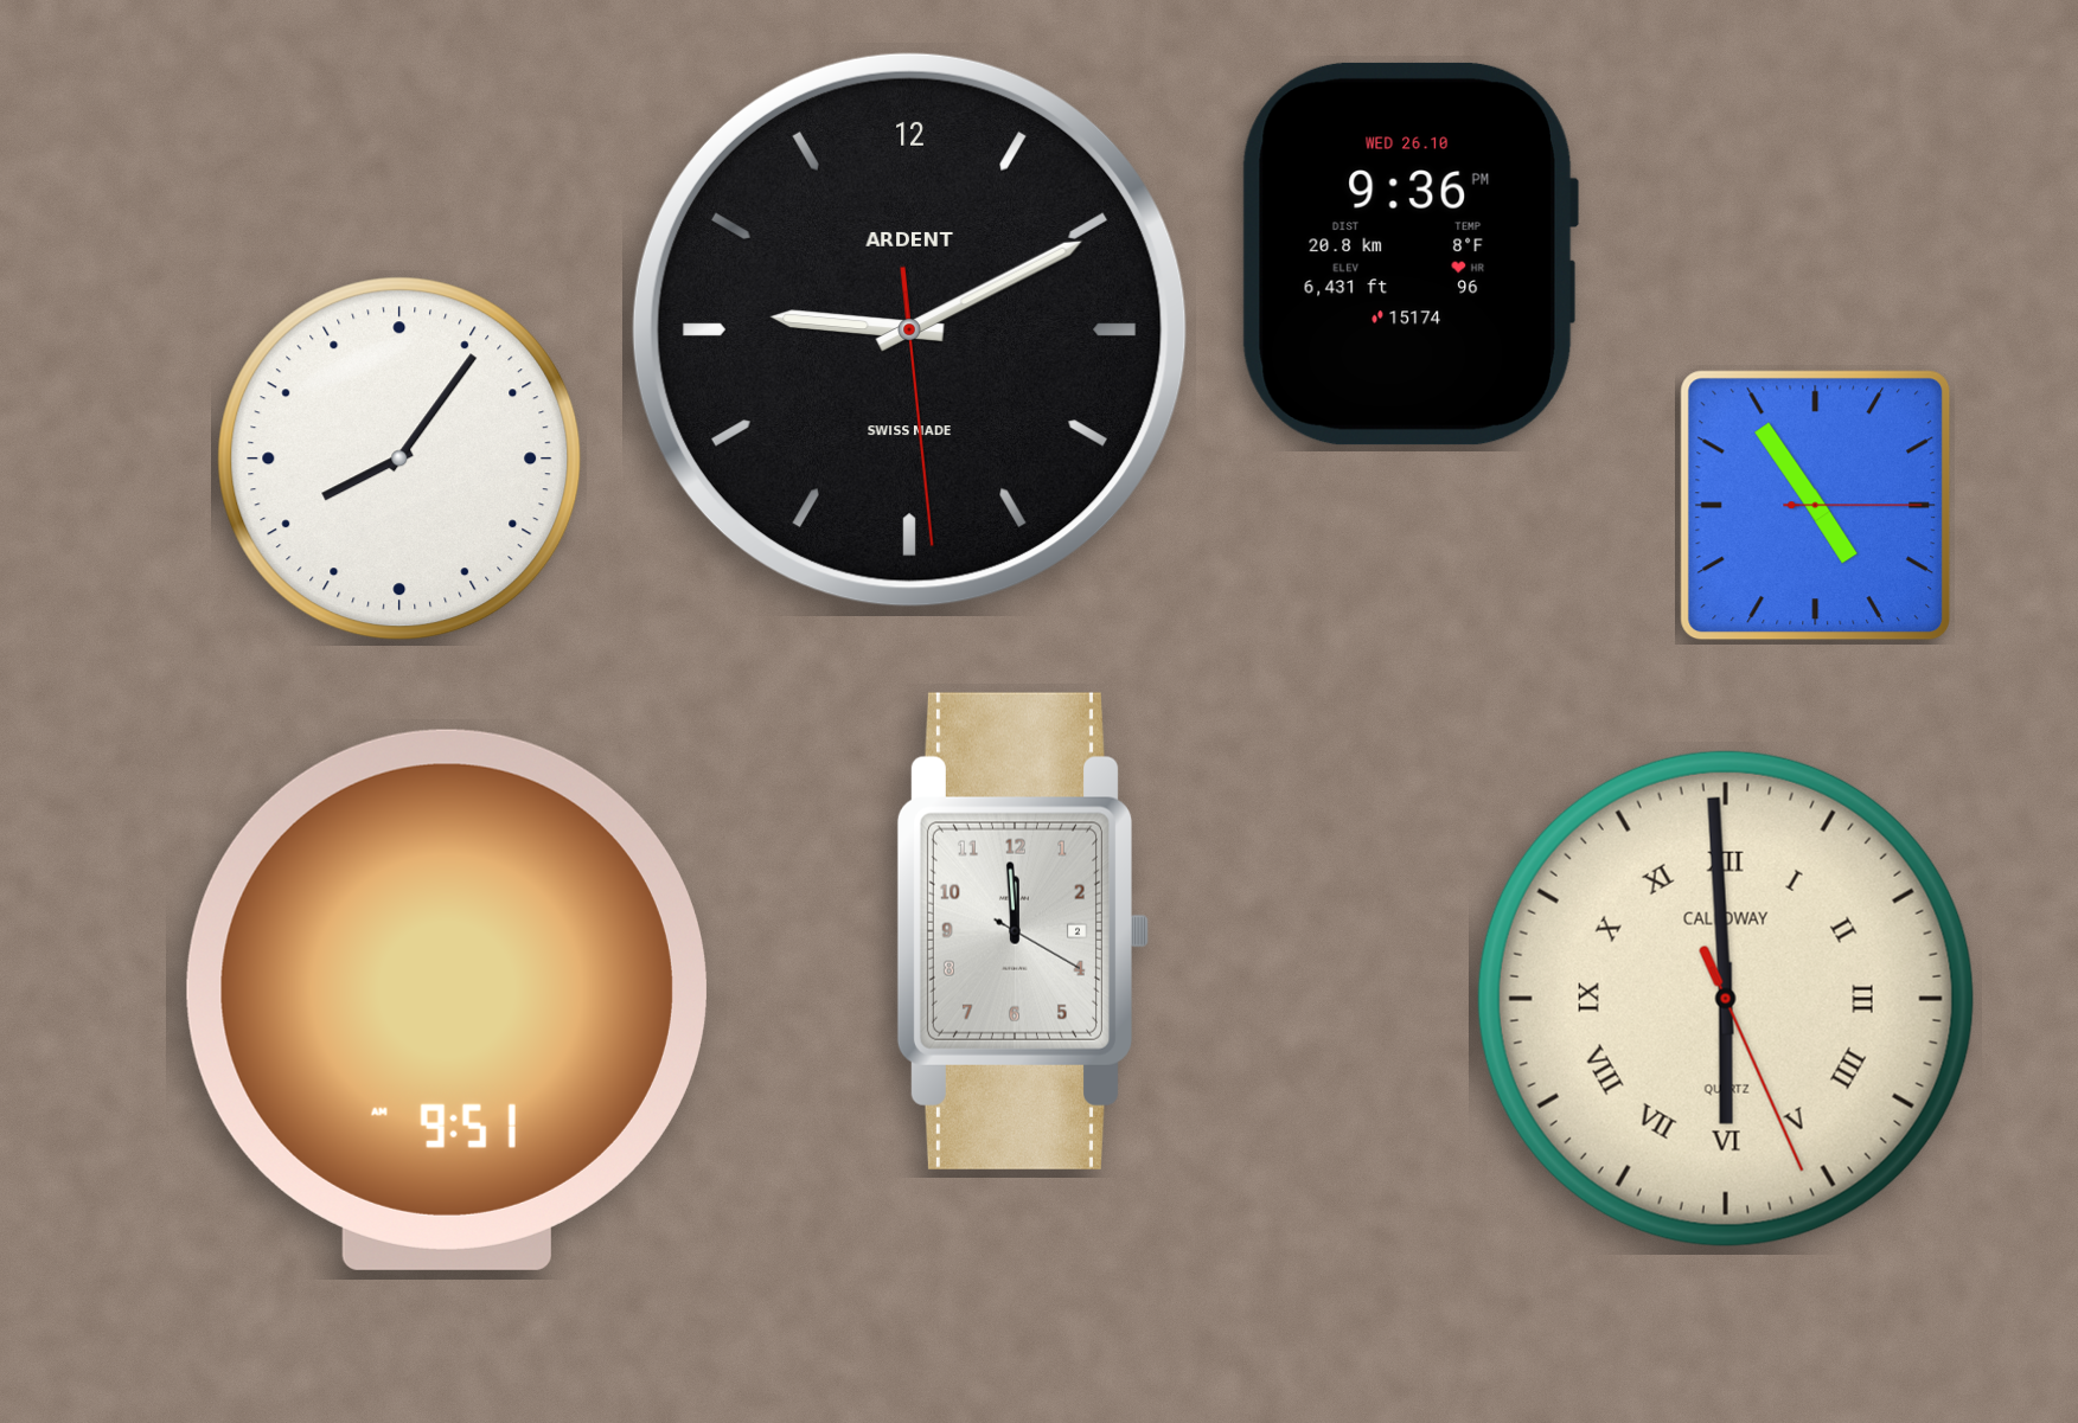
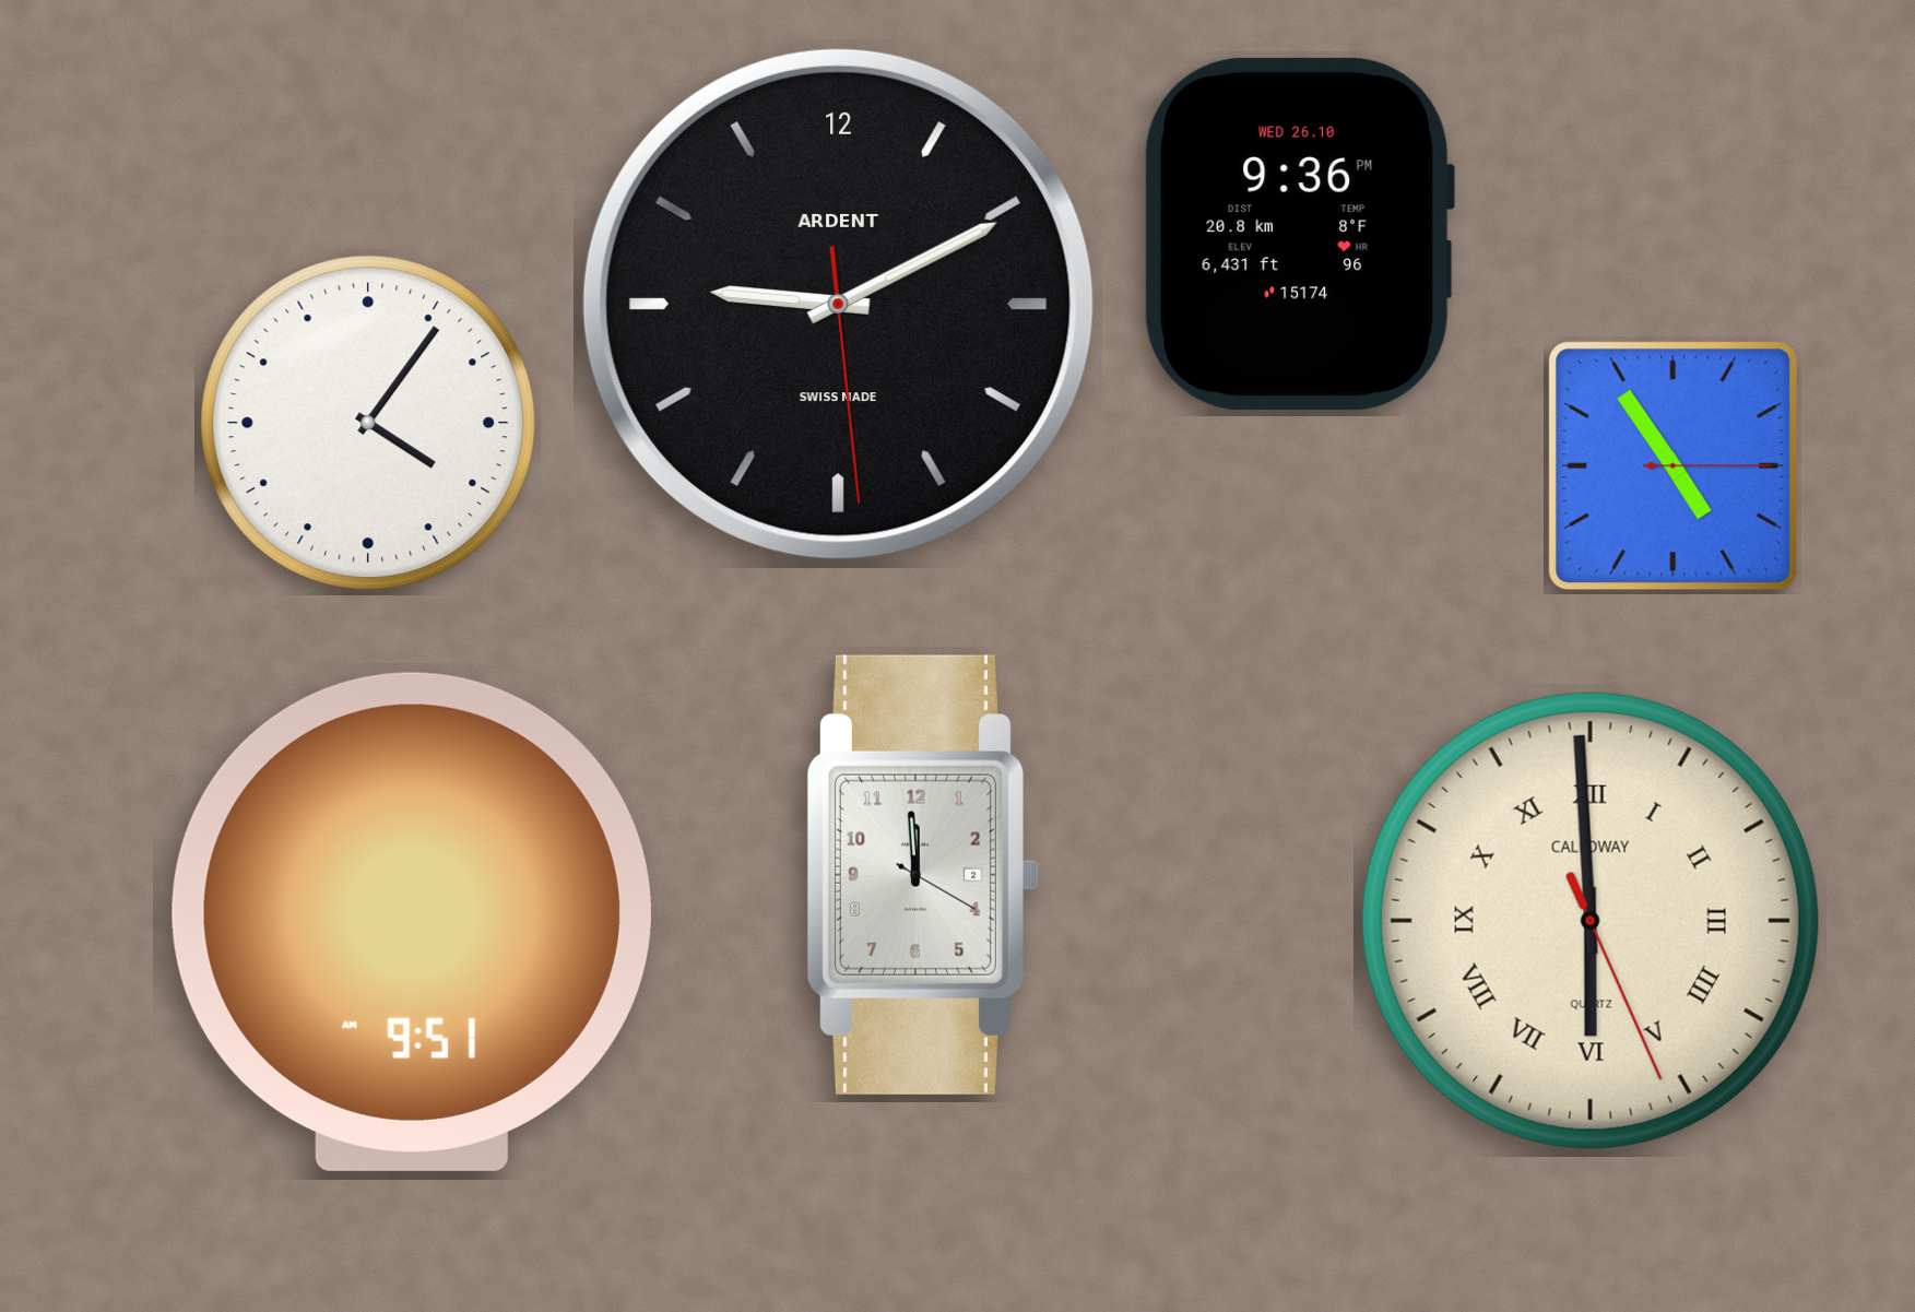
clock at (399, 459): 8:06 -> 4:06
clock at (1022, 931) position: (1022, 931) -> (922, 875)
